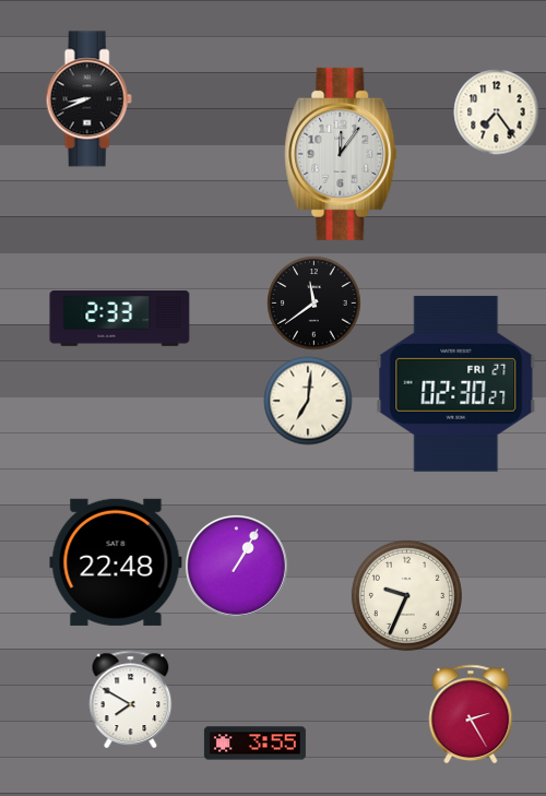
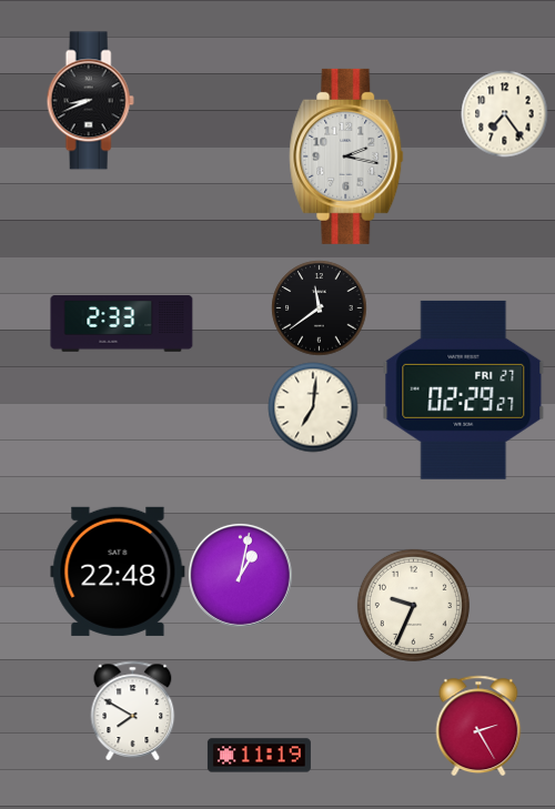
clock at (341, 154): 12:06 -> 2:17
clock at (456, 383): 02:30 -> 02:29
clock at (236, 566): 1:05 -> 1:02
clock at (254, 744): 3:55 -> 11:19
